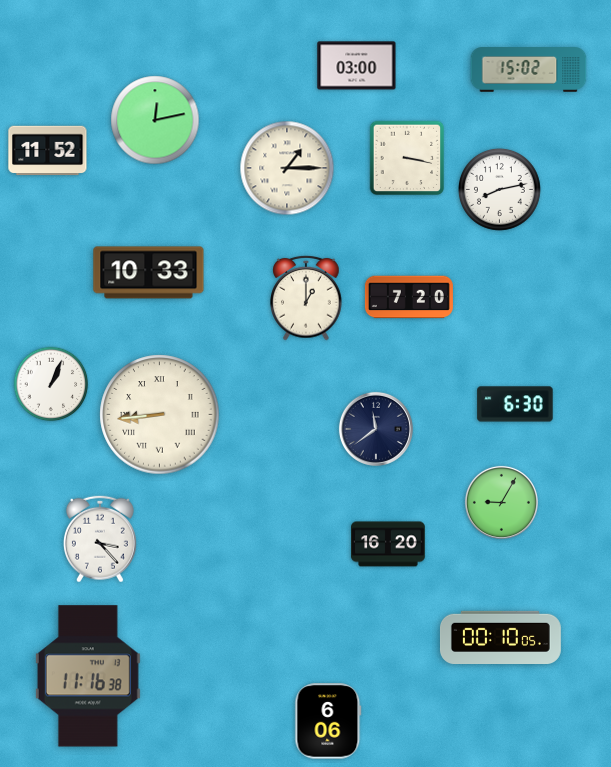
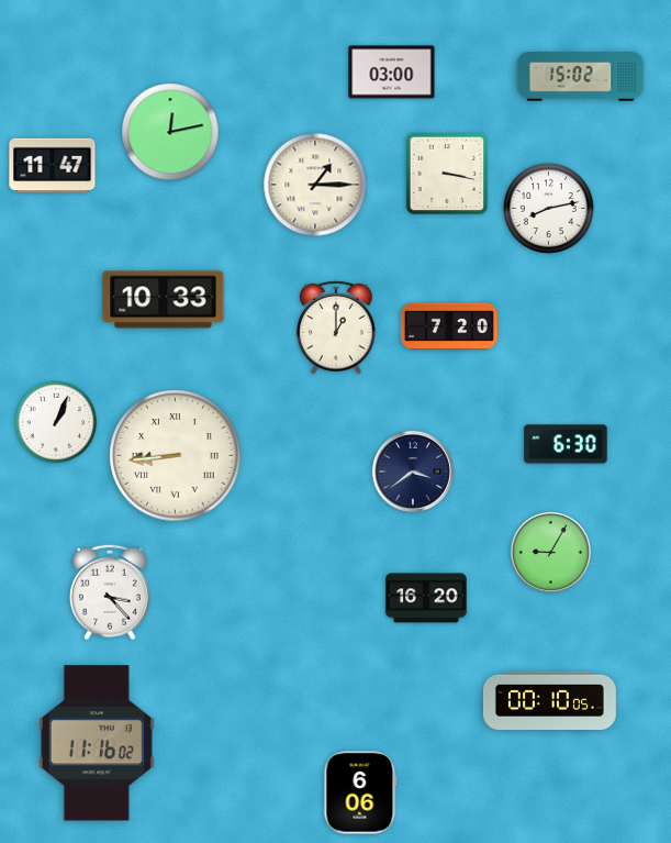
clock at (48, 151): 11:52 -> 11:47
clock at (376, 429): 11:39 -> 3:39
clock at (88, 676): 11:16:38 -> 11:16:02
